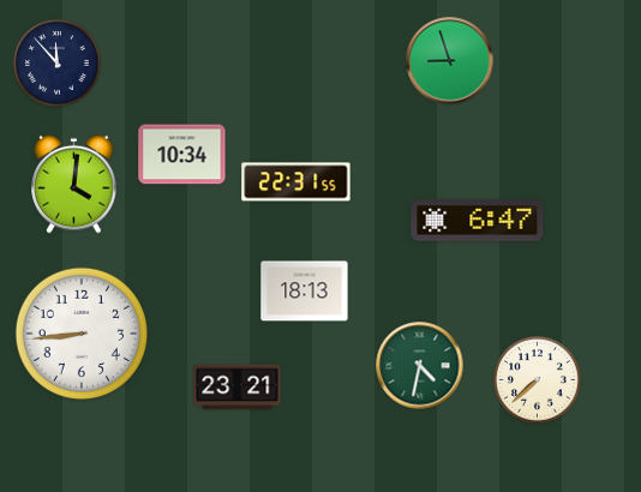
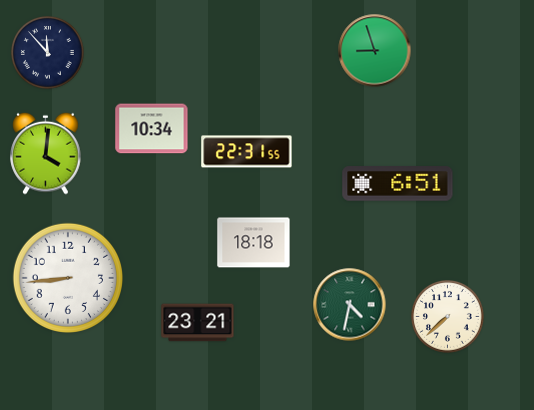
clock at (74, 184) position: (74, 184) -> (46, 153)
clock at (478, 221): 6:47 -> 6:51
clock at (305, 292): 18:13 -> 18:18
